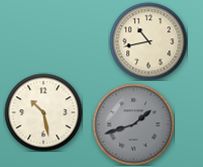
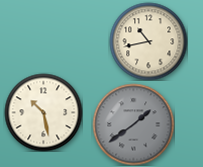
clock at (133, 124): 1:42 -> 1:39
